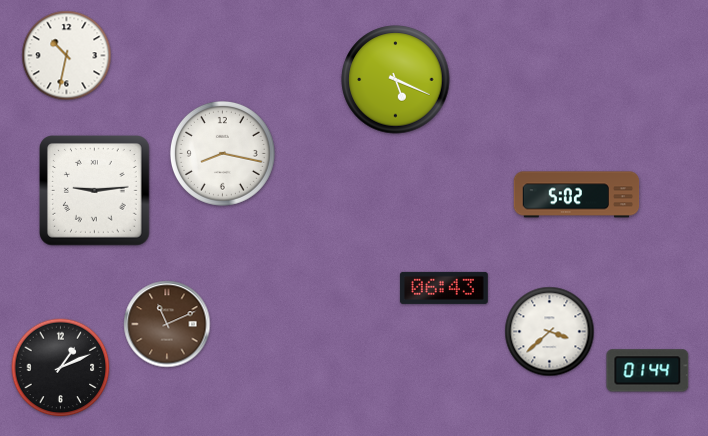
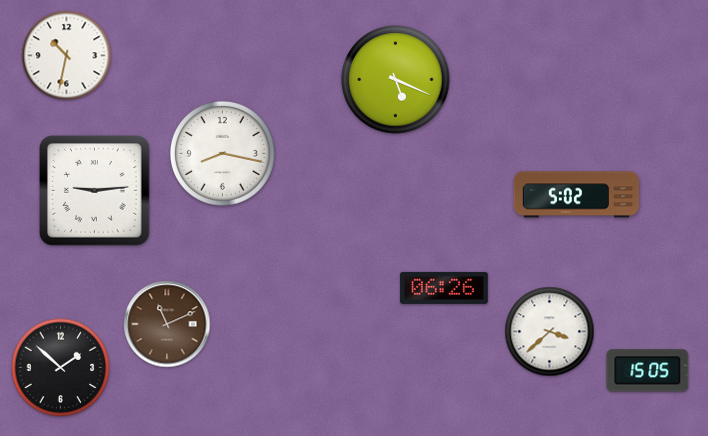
clock at (444, 288): 06:43 -> 06:26
clock at (61, 368): 1:11 -> 1:52
clock at (648, 371): 01:44 -> 15:05
